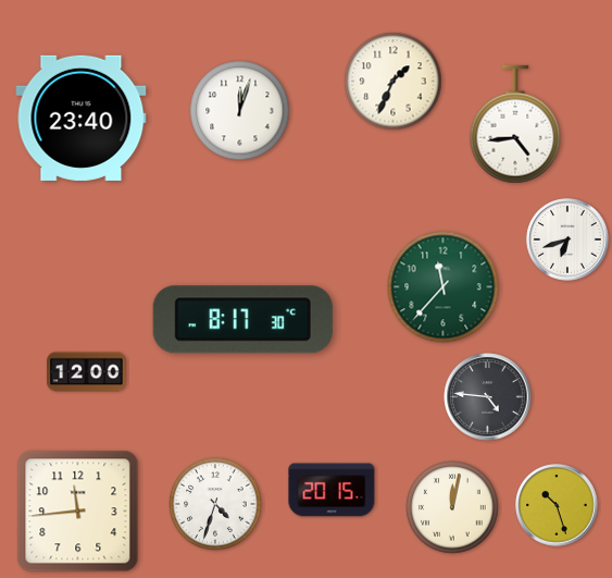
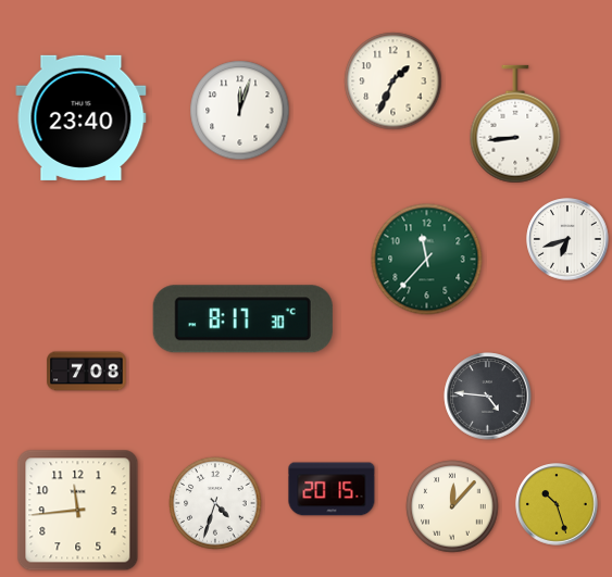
clock at (515, 124): 4:44 -> 8:44
clock at (444, 287) position: (444, 287) -> (427, 260)
clock at (87, 372): 12:00 -> 7:08
clock at (452, 507): 12:02 -> 12:07
